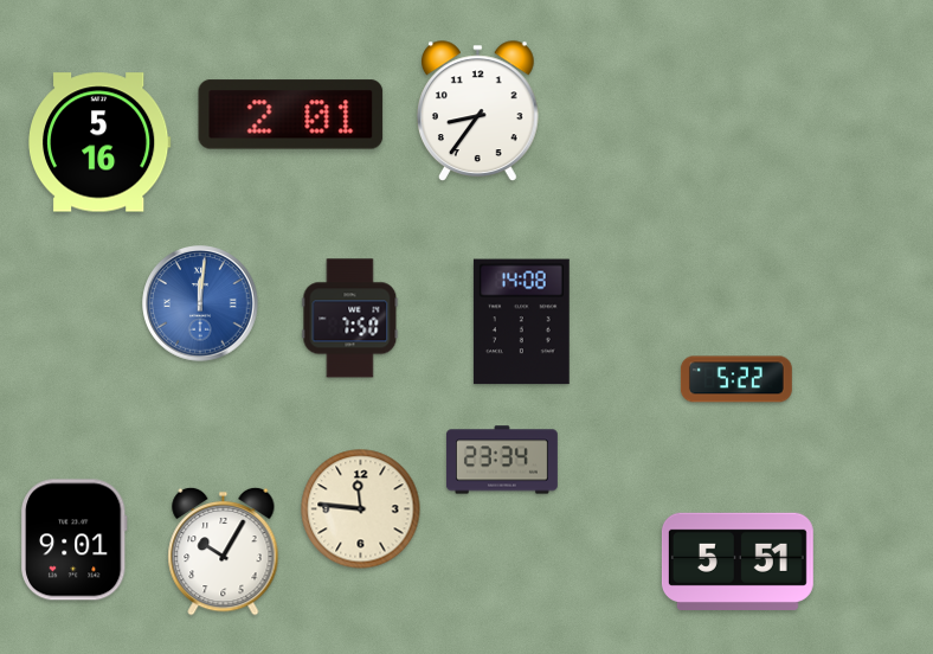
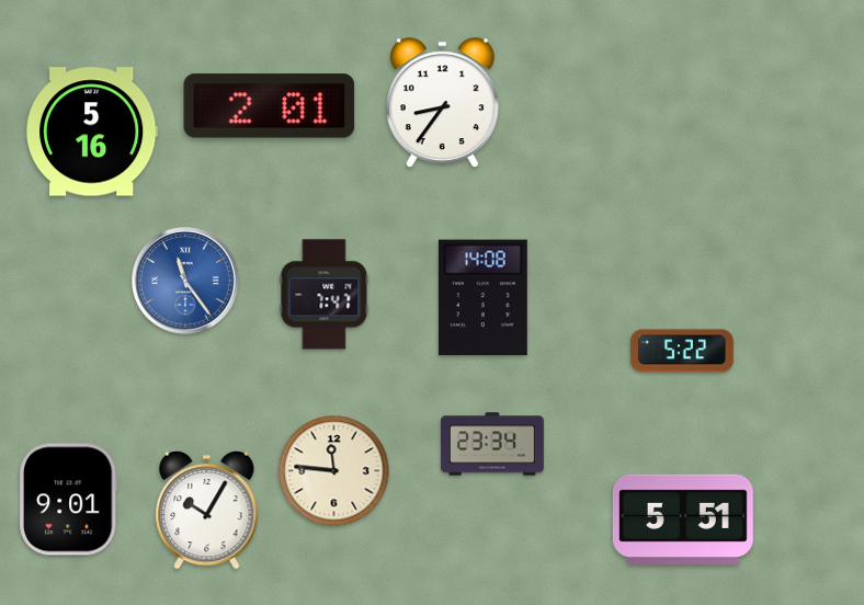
clock at (200, 303): 12:01 -> 11:24
clock at (350, 319): 7:50 -> 7:47
clock at (502, 460) position: (502, 460) -> (492, 444)
